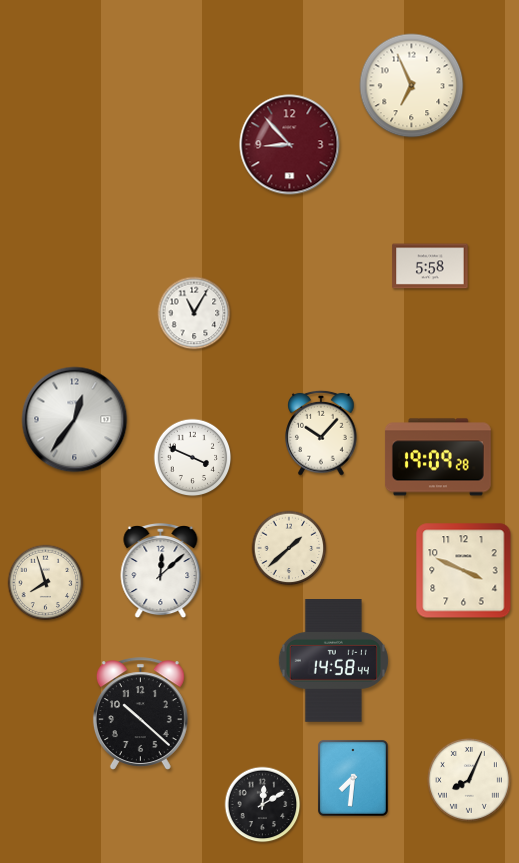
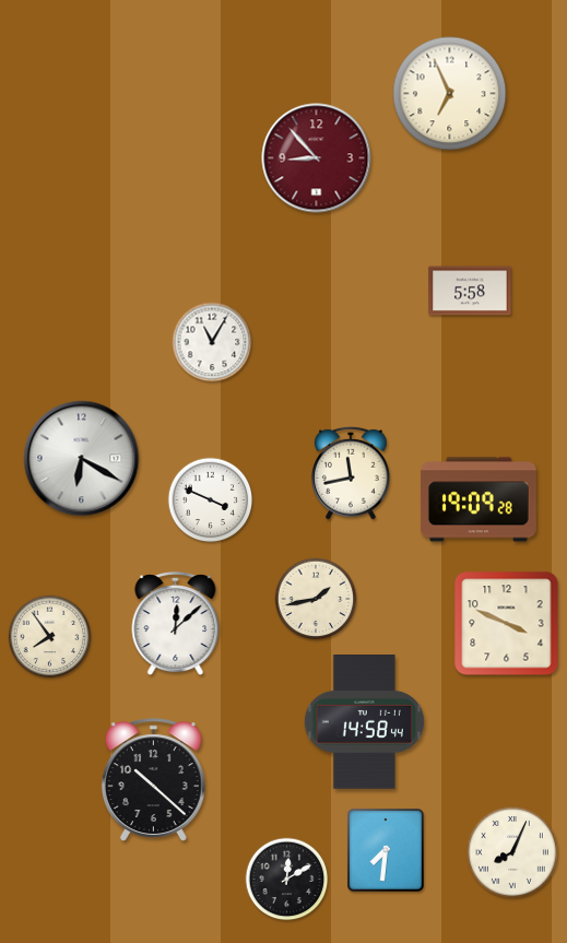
clock at (75, 420): 12:36 -> 6:20
clock at (321, 433): 10:07 -> 11:43
clock at (289, 548): 1:38 -> 1:43
clock at (46, 583): 7:57 -> 7:54
